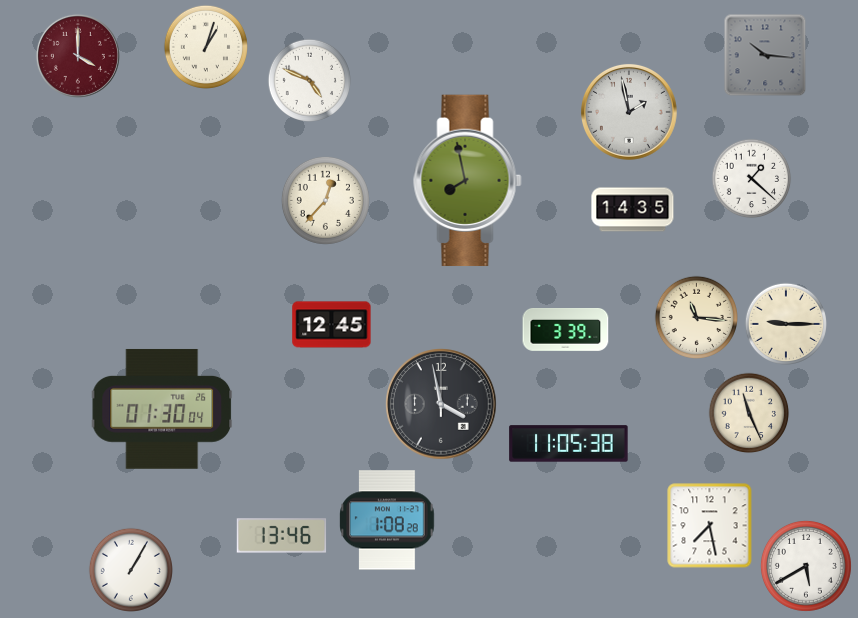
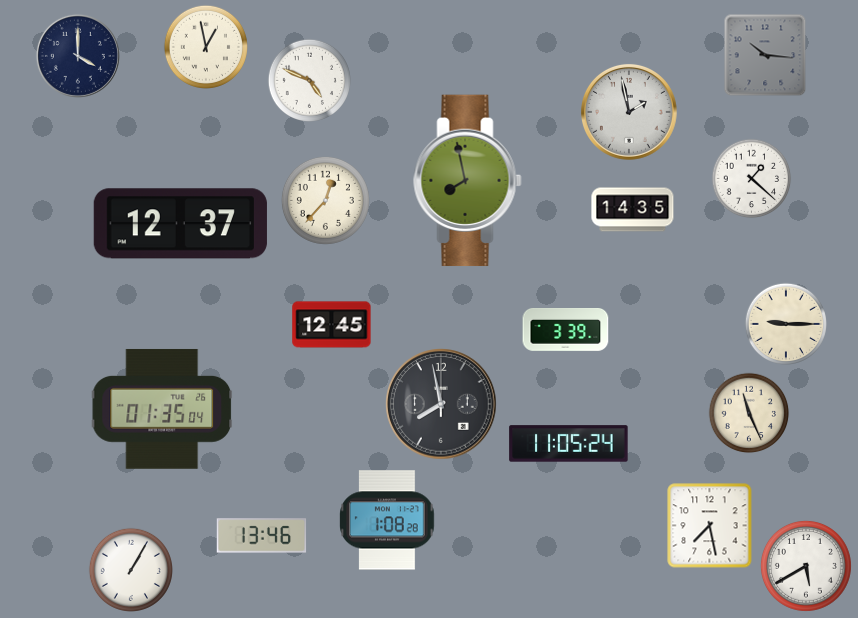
clock at (206, 47): 1:03 -> 12:58
clock at (78, 56) dial: burgundy -> navy
clock at (180, 224): none -> 12:37
clock at (696, 317): 11:16 -> none
clock at (441, 404): 3:58 -> 7:58
clock at (162, 409): 01:30 -> 01:35
clock at (569, 444): 11:05:38 -> 11:05:24
clock at (282, 536) position: (282, 536) -> (262, 536)
